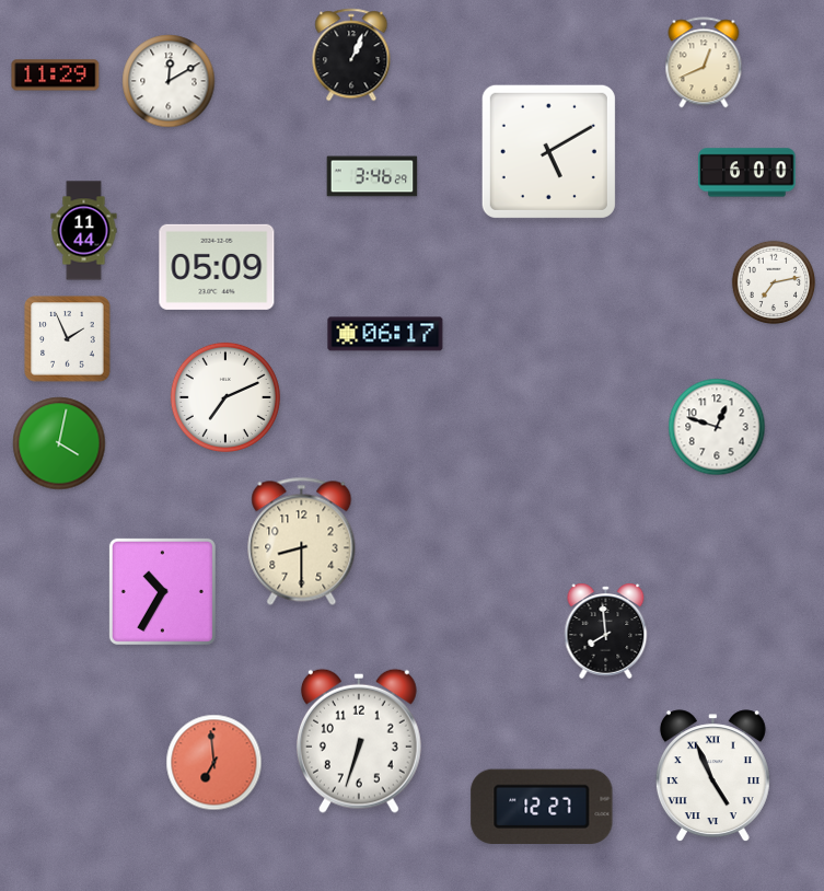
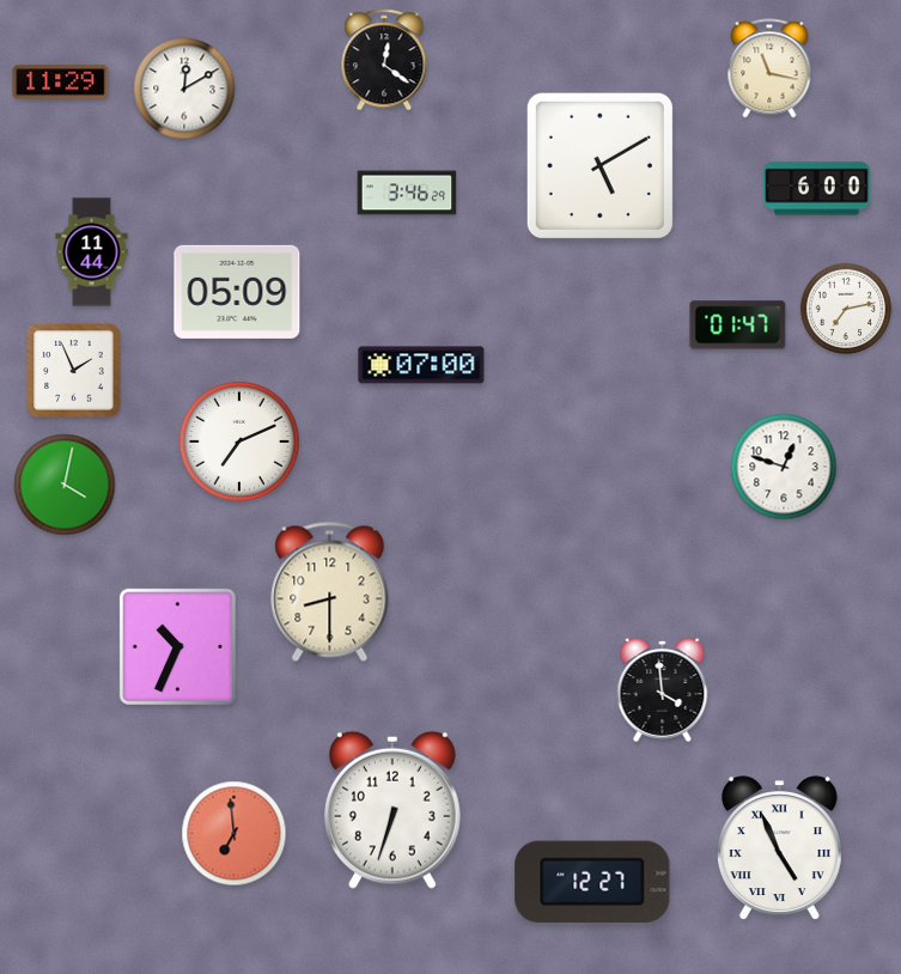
clock at (351, 55): 1:04 -> 12:21
clock at (704, 62): 12:41 -> 11:17
clock at (738, 325): none -> 01:47
clock at (385, 334): 06:17 -> 07:00
clock at (225, 397) position: (225, 397) -> (239, 442)
clock at (162, 591): 10:35 -> 10:34
clock at (606, 630): 7:59 -> 3:59
